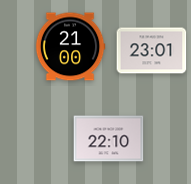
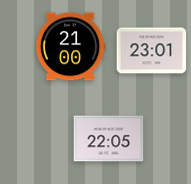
clock at (109, 139): 22:10 -> 22:05
